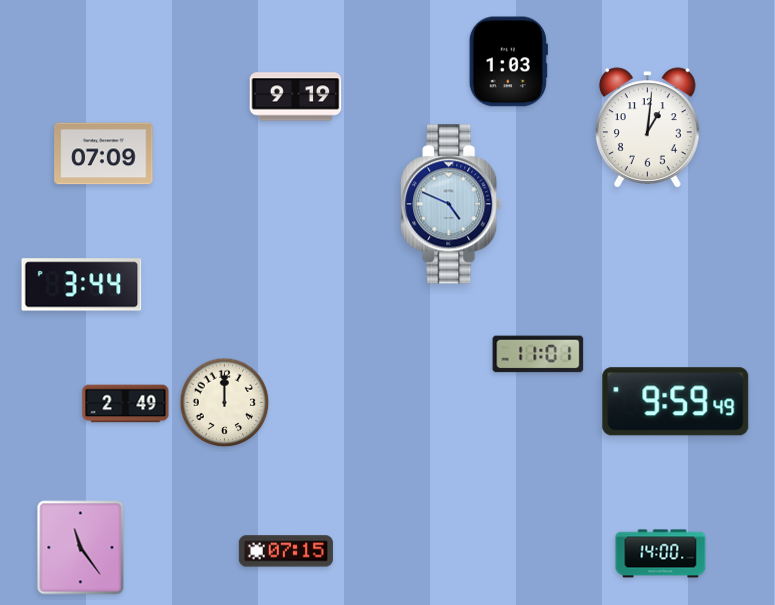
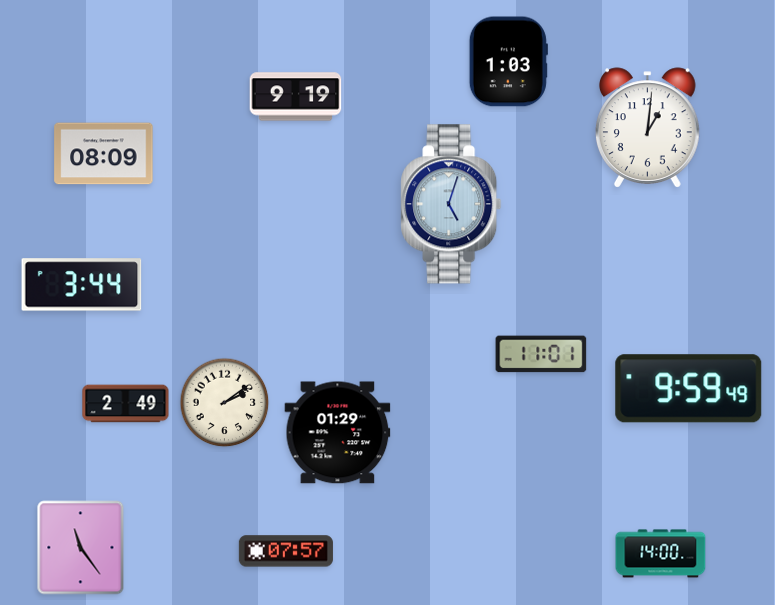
clock at (104, 154): 07:09 -> 08:09
clock at (451, 204): 4:49 -> 5:03
clock at (538, 354) position: (538, 354) -> (541, 354)
clock at (676, 402) position: (676, 402) -> (689, 389)
clock at (225, 403): 12:00 -> 2:09
clock at (338, 433): none -> 01:29
clock at (286, 551): 07:15 -> 07:57
